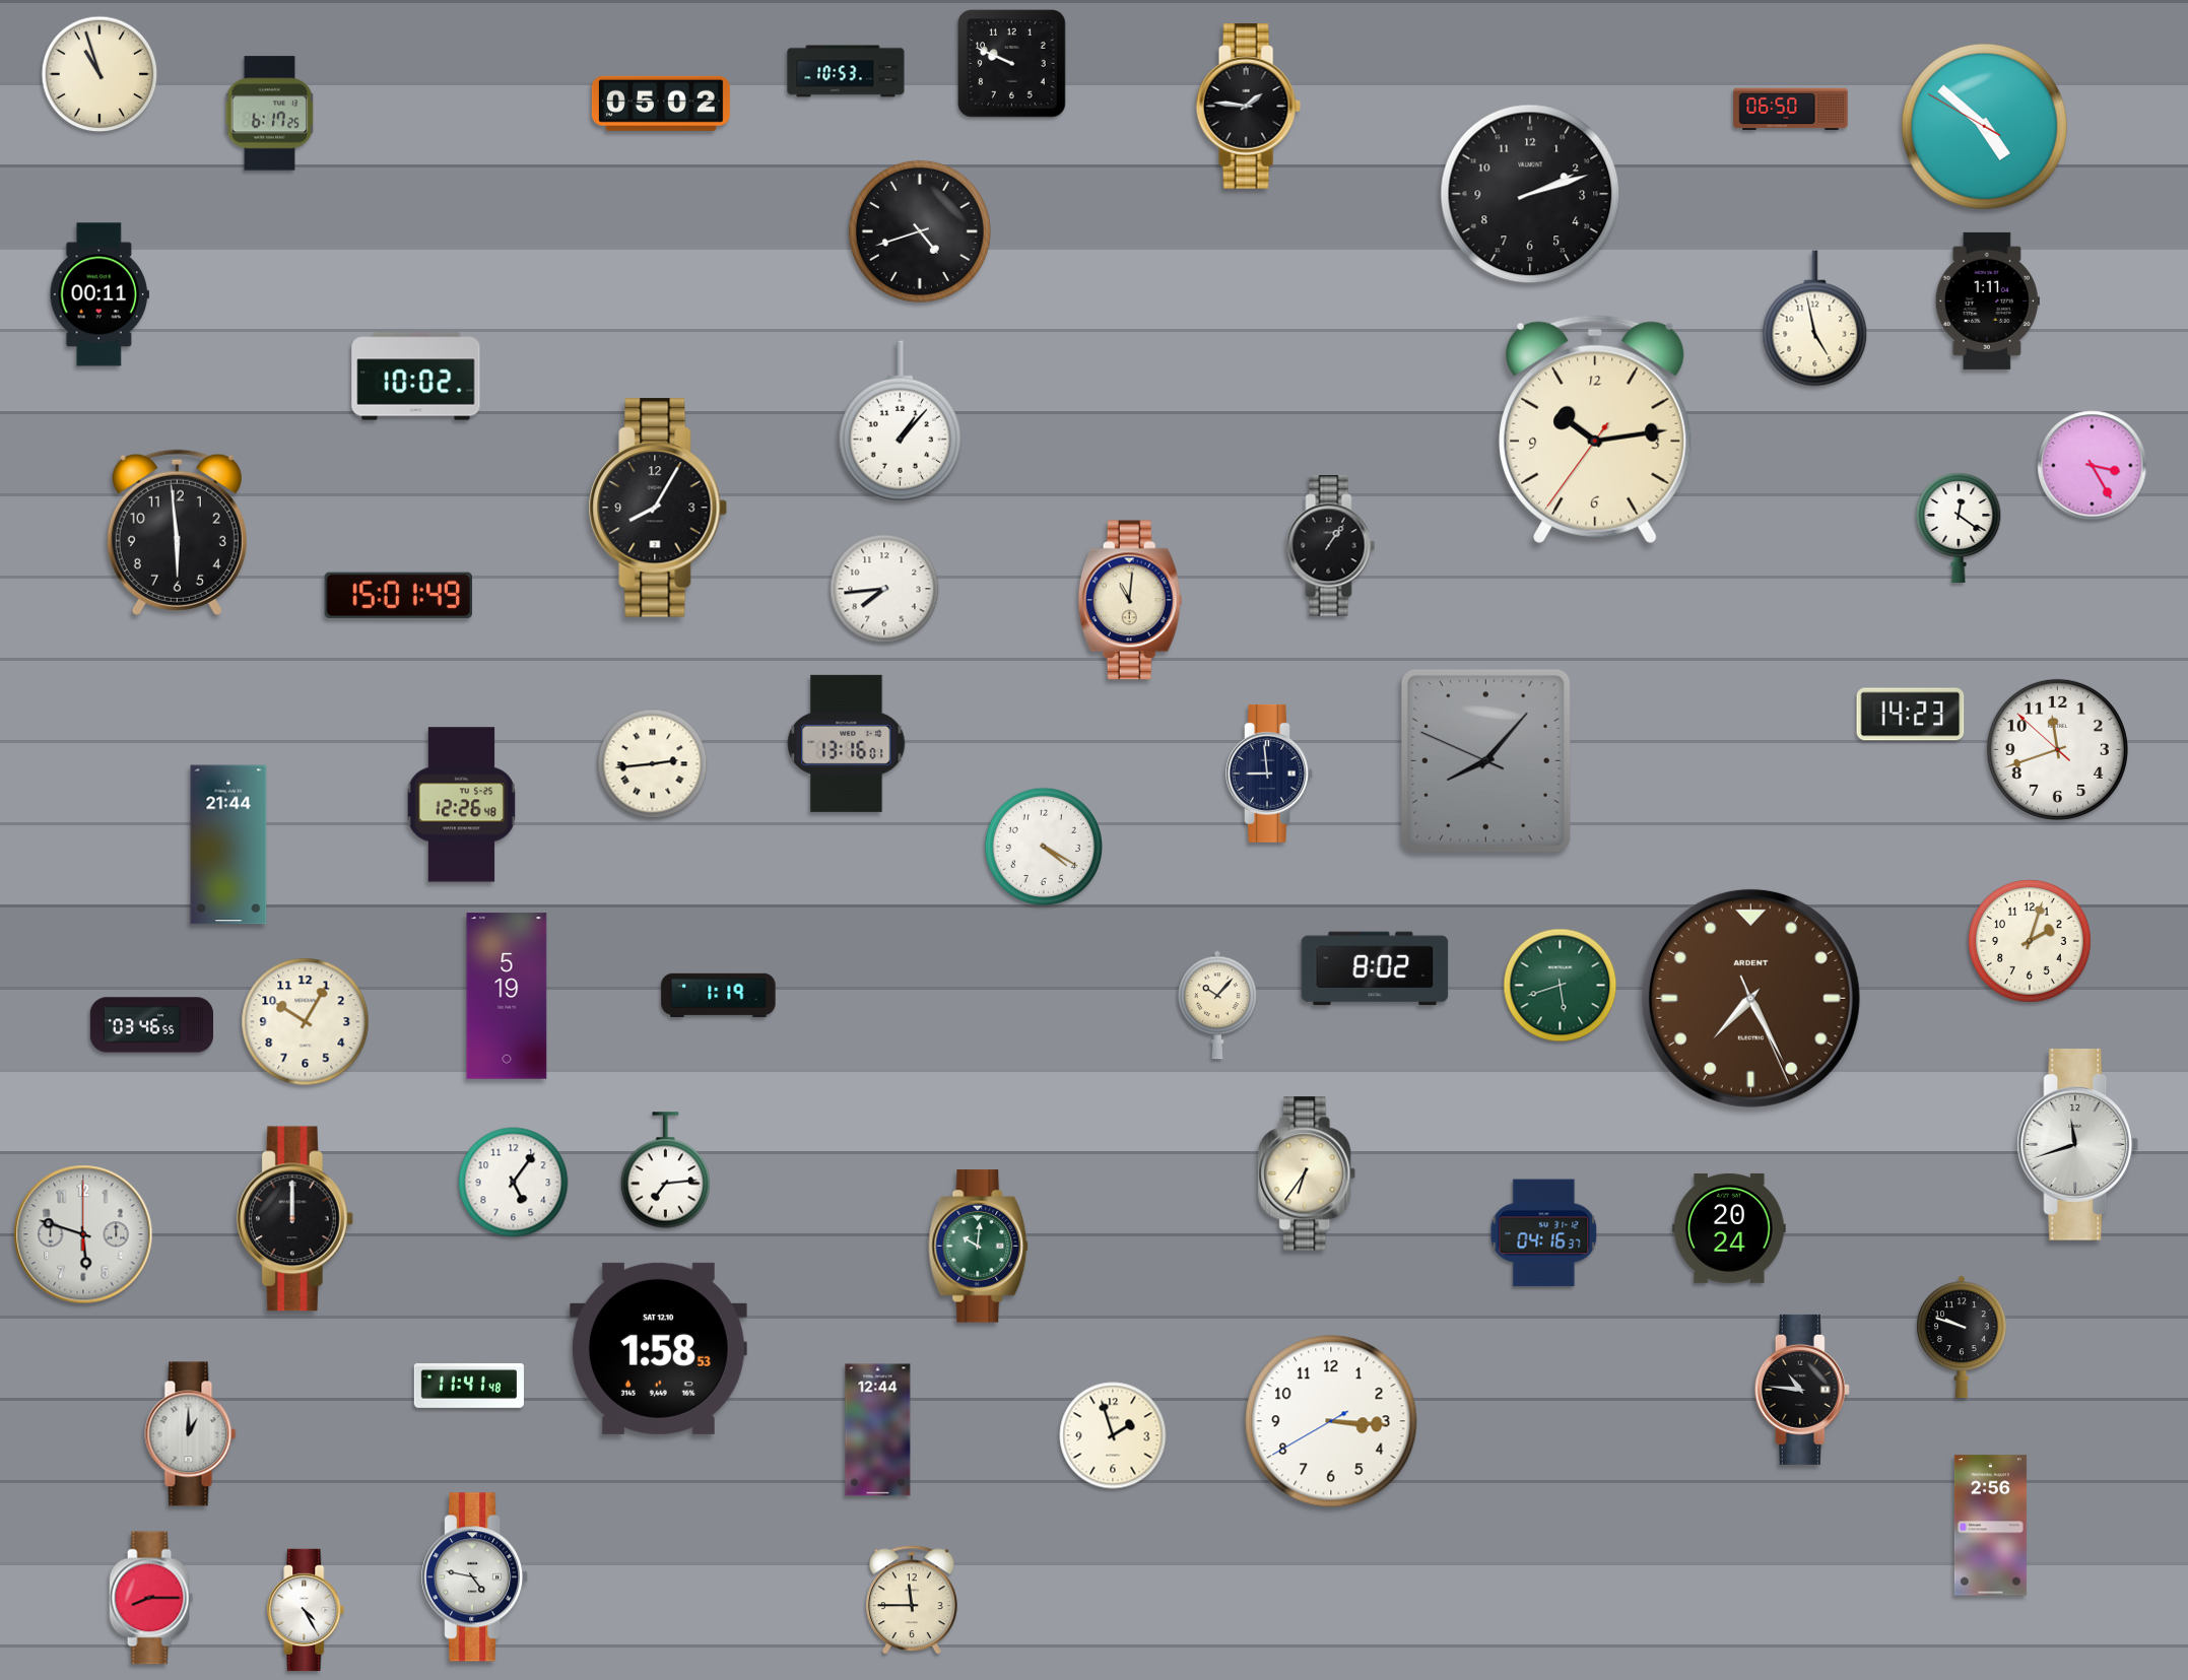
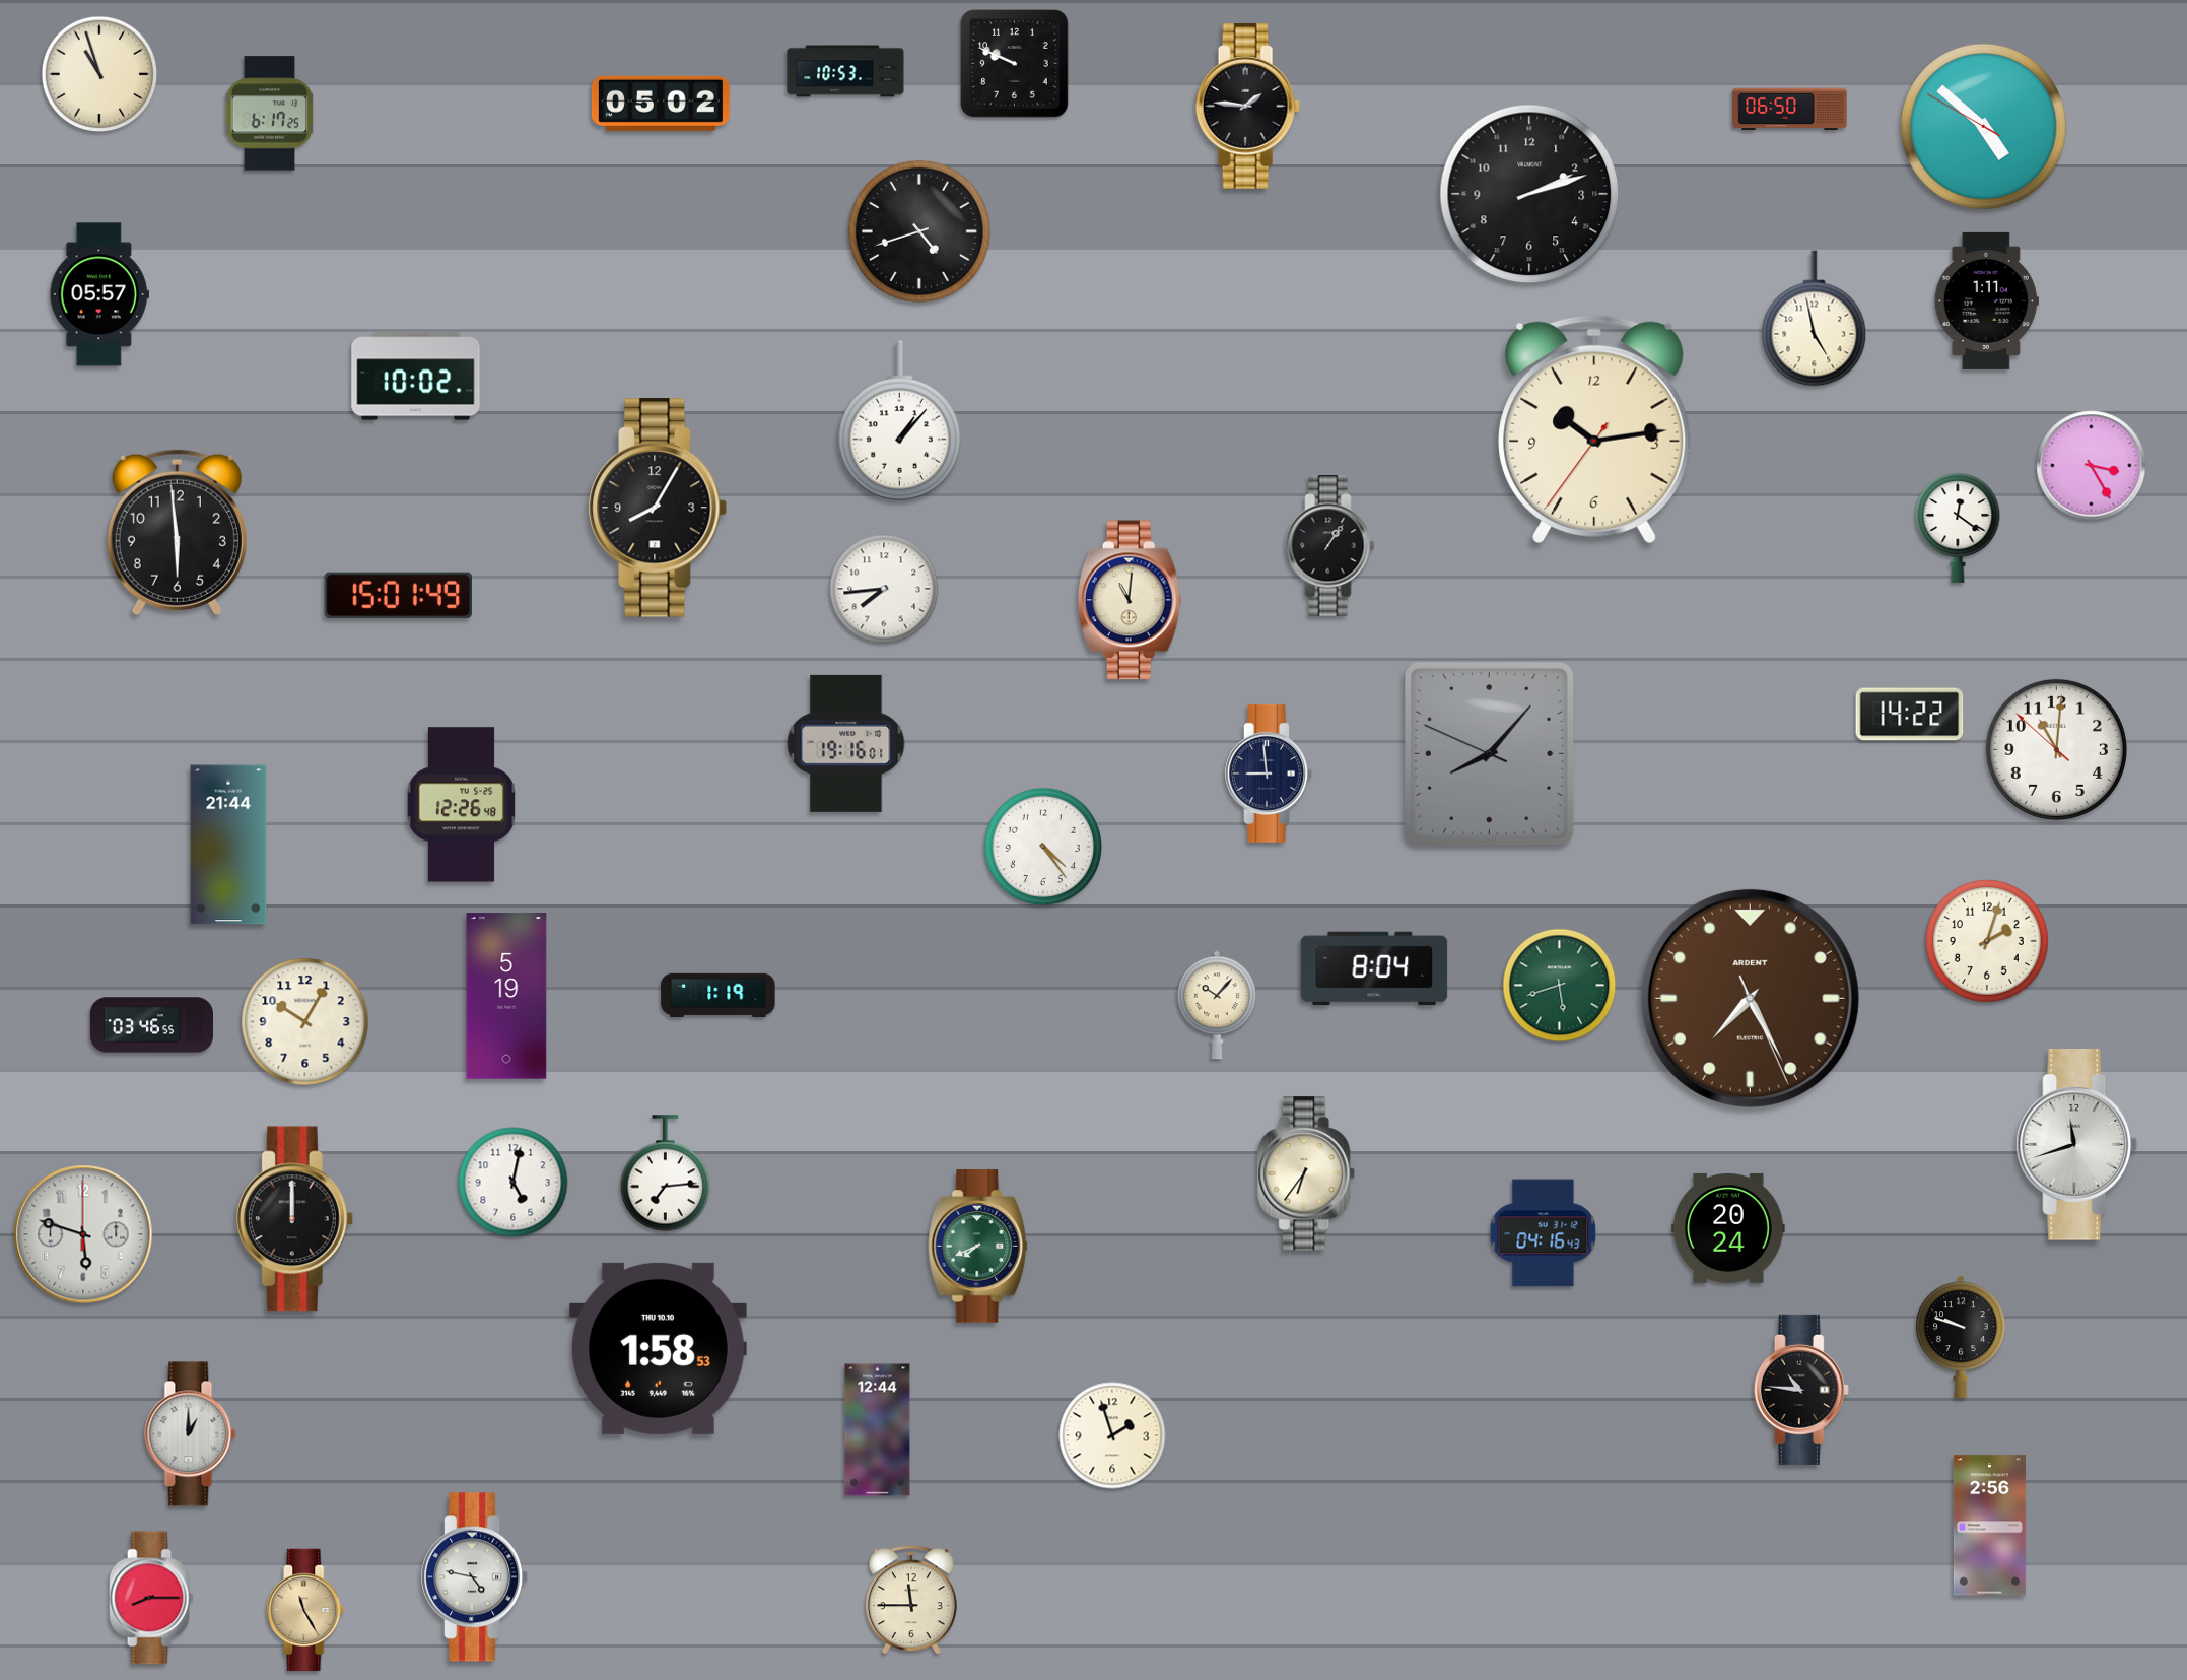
clock at (1012, 64) position: (1012, 64) -> (1015, 64)
clock at (100, 294): 00:11 -> 05:57
clock at (1911, 715): 14:23 -> 14:22
clock at (847, 743): 13:16 -> 19:16
clock at (2057, 749): 11:41 -> 11:00
clock at (1485, 760) position: (1485, 760) -> (1489, 753)
clock at (653, 764): 2:44 -> none
clock at (1043, 846): 4:20 -> 4:24
clock at (2031, 942) position: (2031, 942) -> (1988, 942)
clock at (1375, 968): 8:02 -> 8:04
clock at (665, 1170) position: (665, 1170) -> (665, 1173)
clock at (514, 1183): 5:06 -> 5:02
clock at (1544, 1233): 04:16:37 -> 04:16:43
clock at (979, 1247): 10:01 -> 7:41
clock at (658, 1348) date: SAT 12.10 -> THU 10.10
clock at (469, 1387): 11:41 -> none
clock at (1331, 1421): 3:15 -> none
clock at (306, 1610): 4:25 -> 11:25
clock at (306, 1610) dial: white -> champagne
